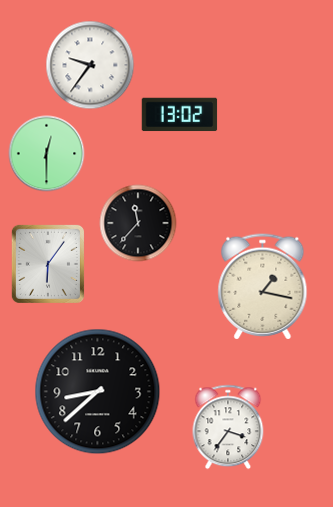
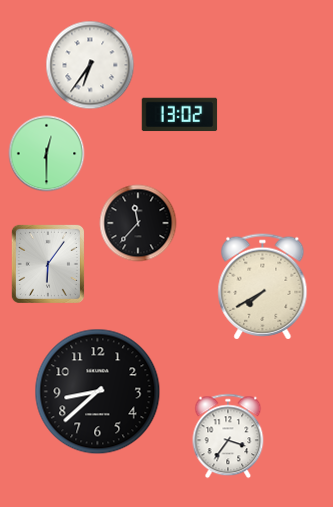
clock at (90, 65): 9:36 -> 6:36
clock at (263, 287): 1:17 -> 7:40
clock at (228, 427) position: (228, 427) -> (228, 436)
